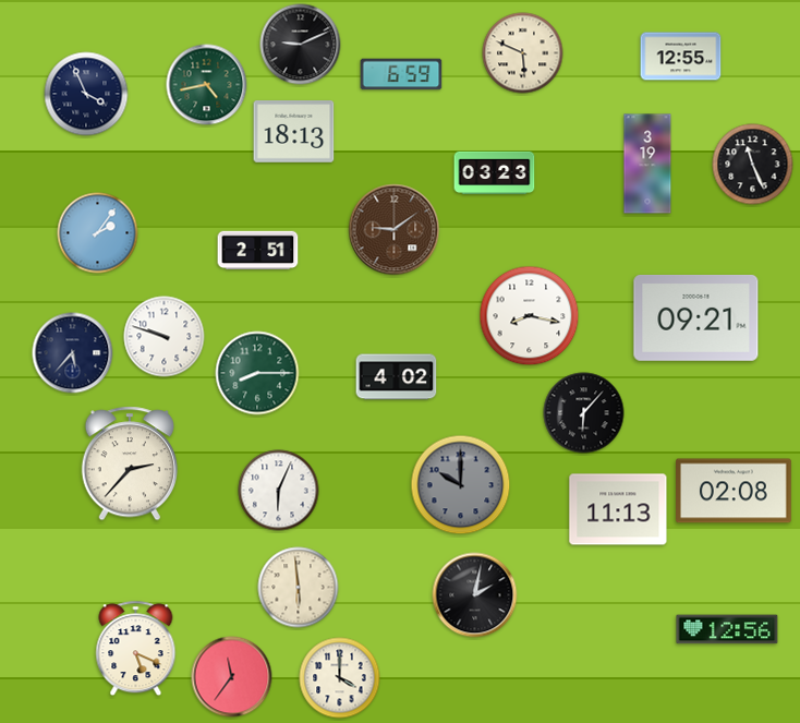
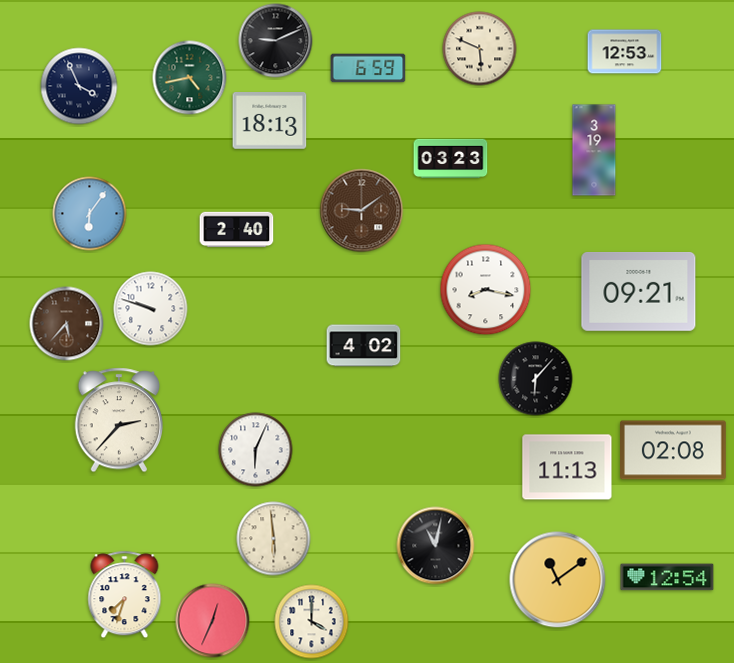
clock at (681, 57): 12:55 -> 12:53
clock at (753, 165): 11:26 -> none
clock at (495, 173) position: (495, 173) -> (451, 159)
clock at (98, 233): 2:06 -> 6:06
clock at (258, 251): 2:51 -> 2:40
clock at (73, 353) dial: navy -> brown
clock at (257, 373): 8:15 -> none
clock at (129, 463) position: (129, 463) -> (118, 420)
clock at (461, 485): 10:00 -> none
clock at (475, 595): 2:02 -> 11:02
clock at (727, 629): 12:56 -> 12:54
clock at (558, 580): none -> 11:09
clock at (136, 649): 5:19 -> 7:33
clock at (232, 677): 11:36 -> 12:34
